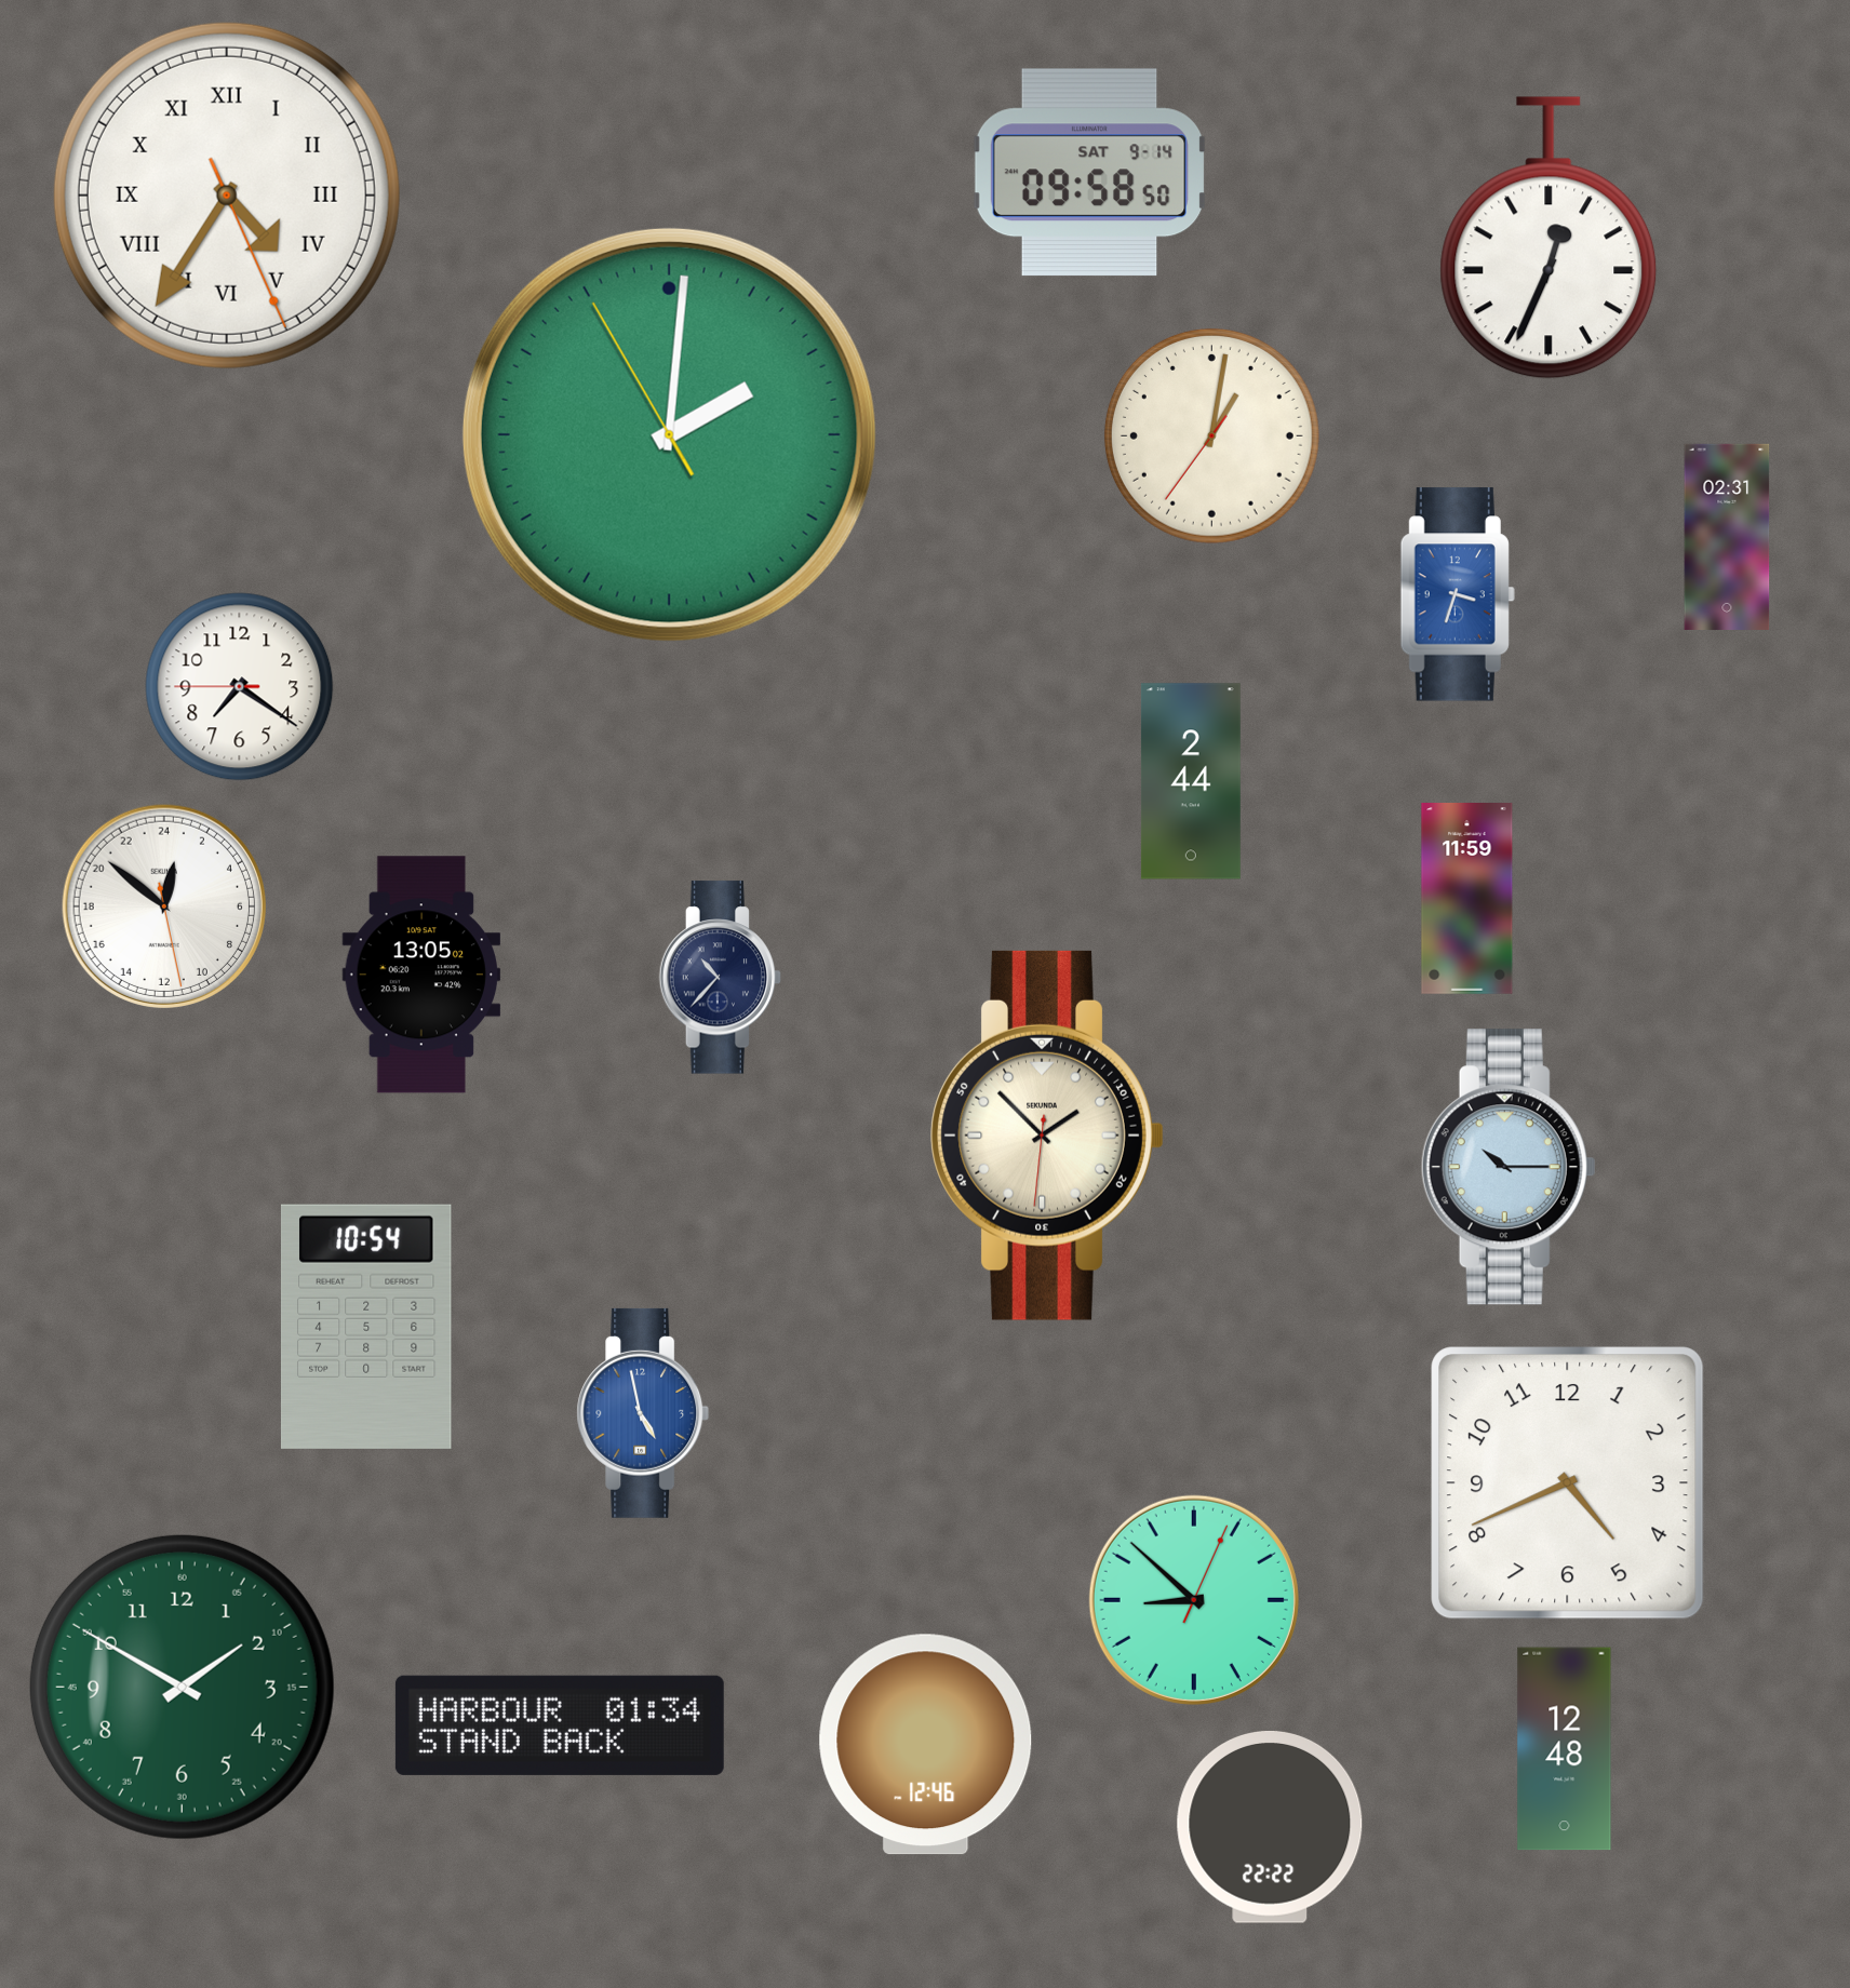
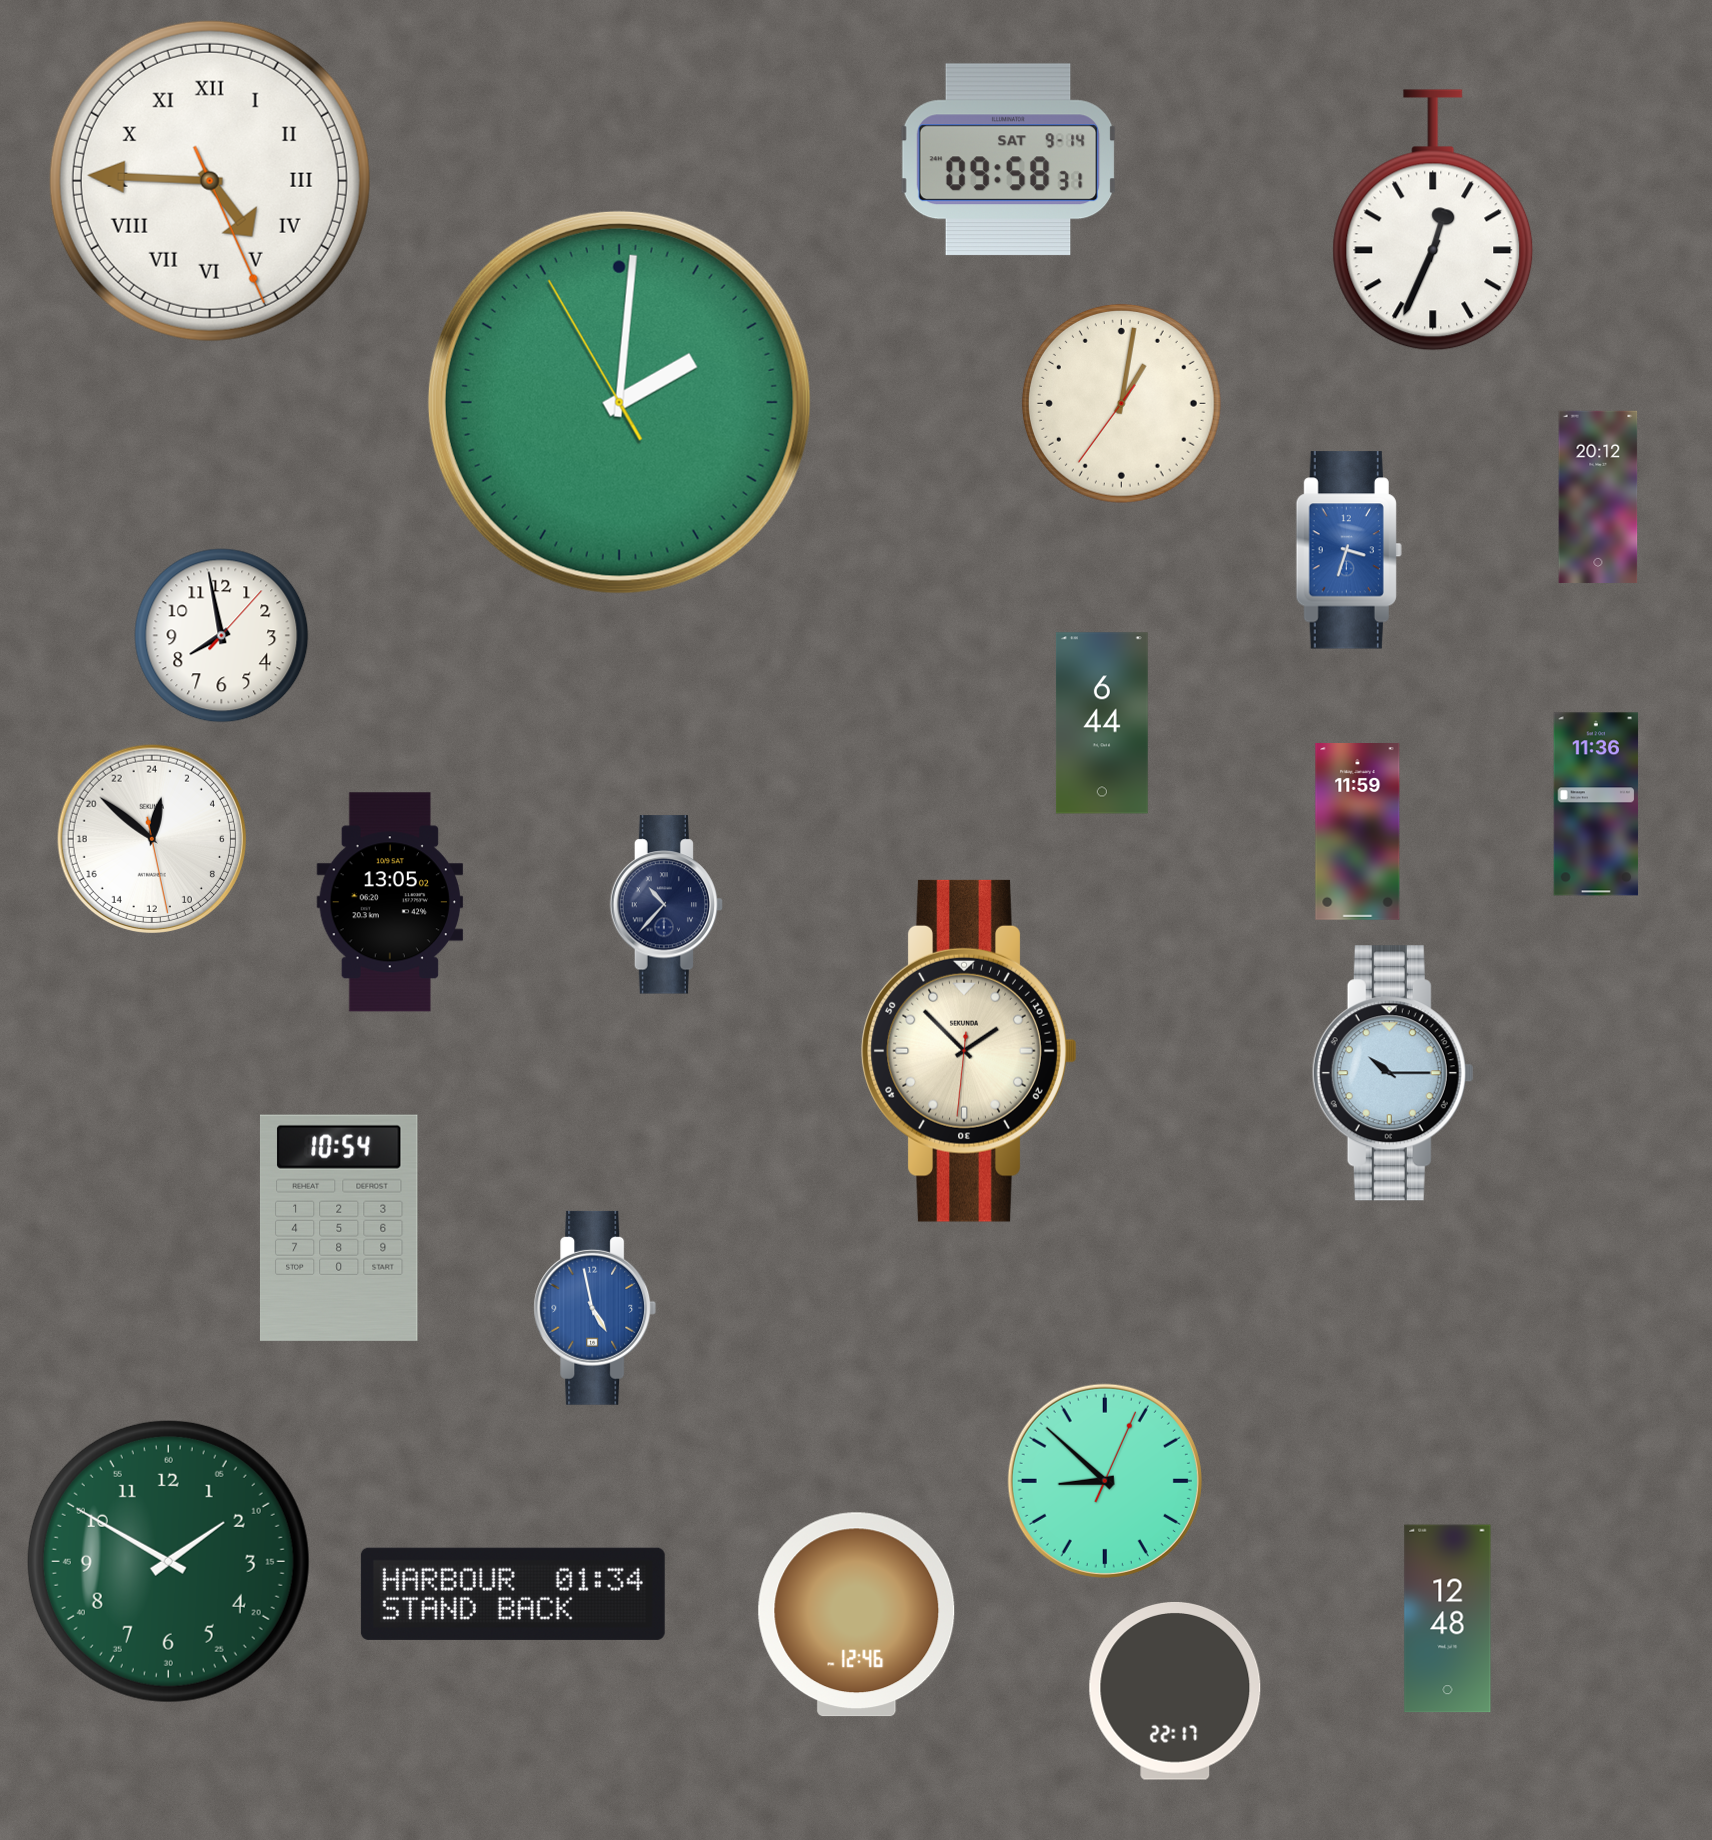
clock at (1090, 173): 09:58:50 -> 09:58:31
clock at (227, 196): 4:35 -> 4:45
clock at (1727, 537): 02:31 -> 20:12
clock at (240, 687): 7:20 -> 7:58
clock at (1191, 781): 2:44 -> 6:44
clock at (1596, 804): none -> 11:36
clock at (1509, 1167) position: (1509, 1167) -> (1393, 1073)
clock at (1568, 1483): 4:41 -> none
clock at (560, 1725) position: (560, 1725) -> (513, 1594)
clock at (1270, 1827): 22:22 -> 22:17
